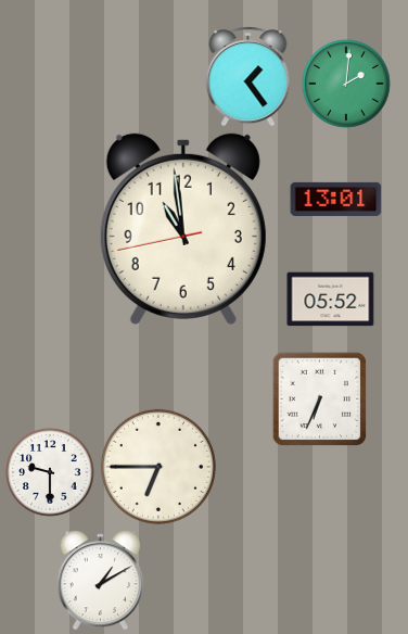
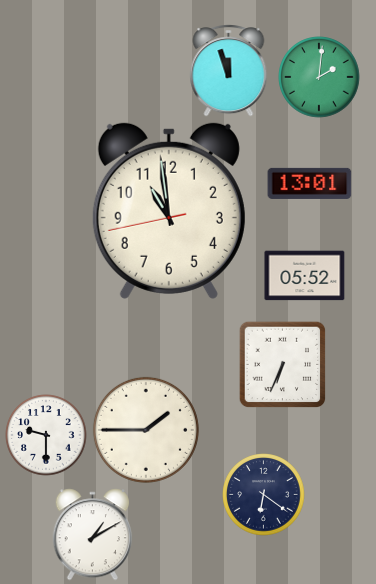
clock at (248, 77): 1:24 -> 11:57
clock at (319, 398) position: (319, 398) -> (282, 364)
clock at (158, 467): 6:45 -> 1:45
clock at (264, 495): none -> 6:21
